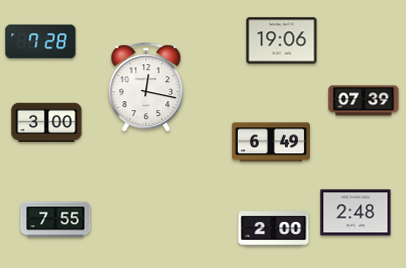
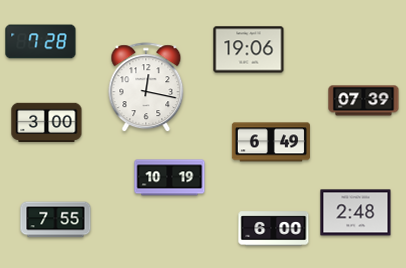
clock at (282, 41) position: (282, 41) -> (249, 50)
clock at (170, 178): none -> 10:19
clock at (274, 229): 2:00 -> 6:00
